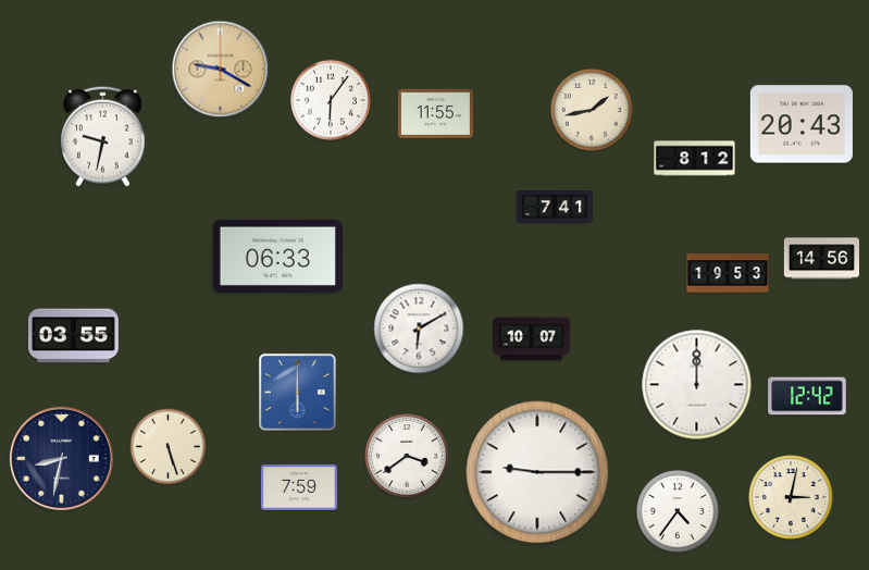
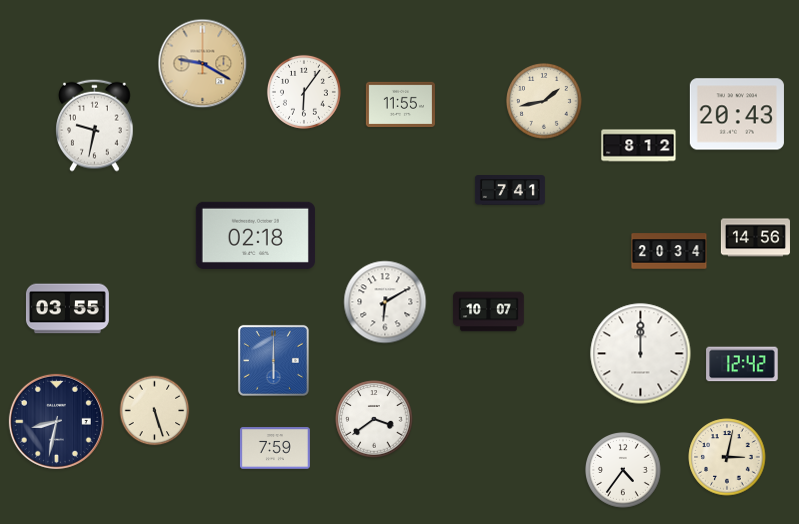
clock at (277, 256): 06:33 -> 02:18
clock at (728, 273): 19:53 -> 20:34
clock at (537, 472): 9:15 -> none
